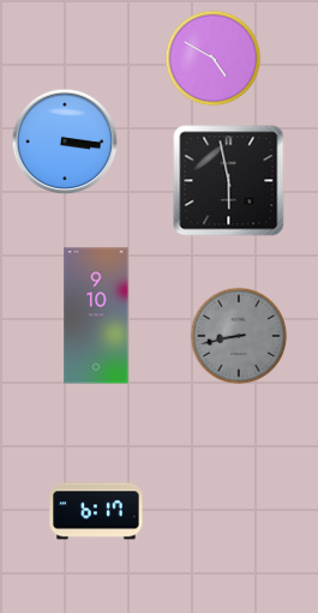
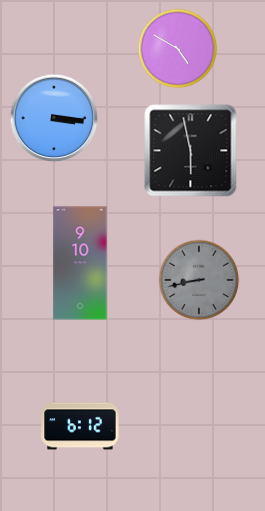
clock at (96, 511): 6:17 -> 6:12
